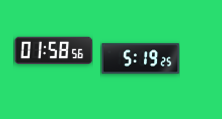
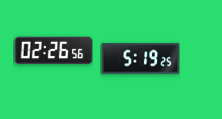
clock at (53, 51): 01:58 -> 02:26
